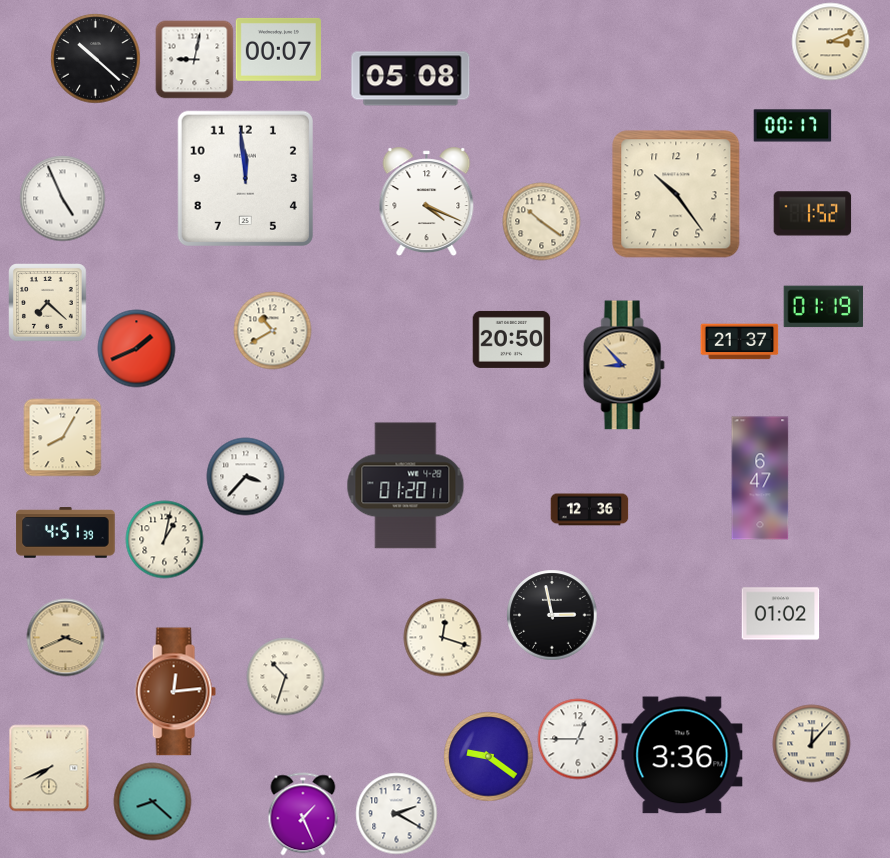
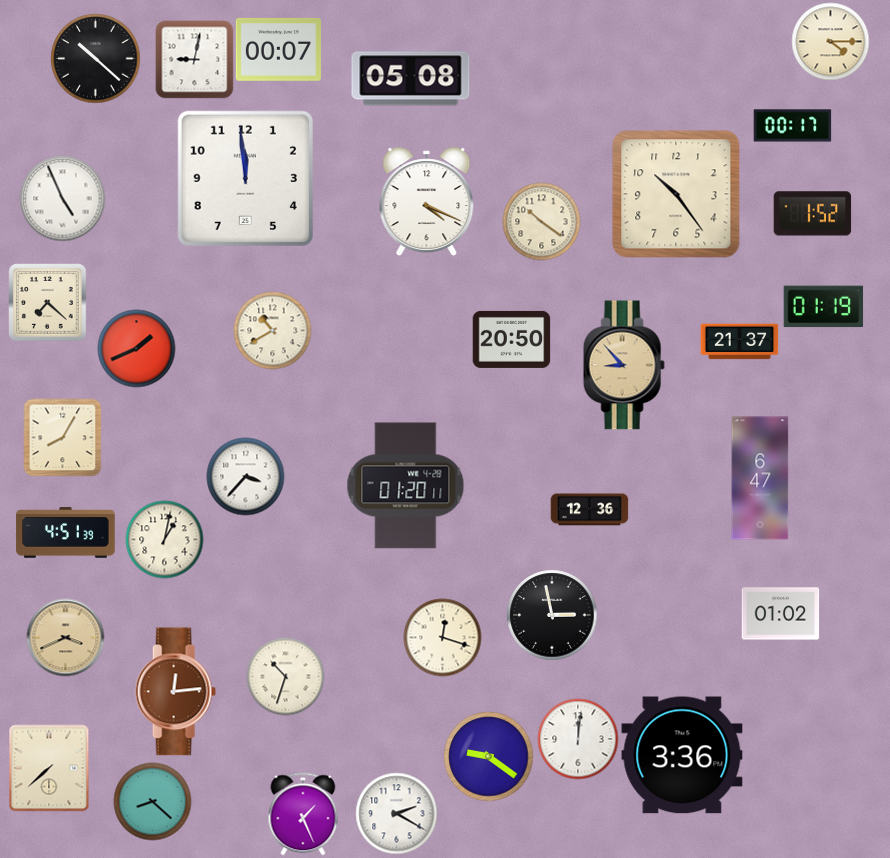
clock at (830, 41): 3:11 -> 4:15
clock at (578, 739): 12:45 -> 12:01
clock at (811, 743): 12:07 -> none
clock at (49, 768): 7:41 -> 7:38
